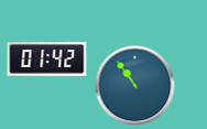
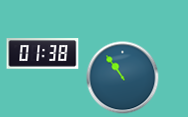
clock at (47, 60): 01:42 -> 01:38
